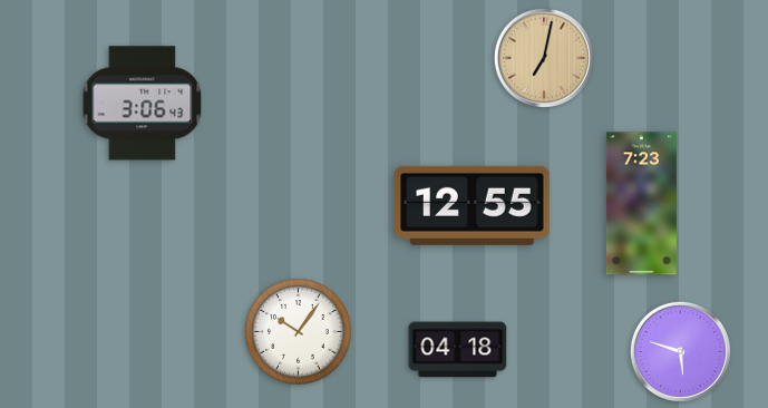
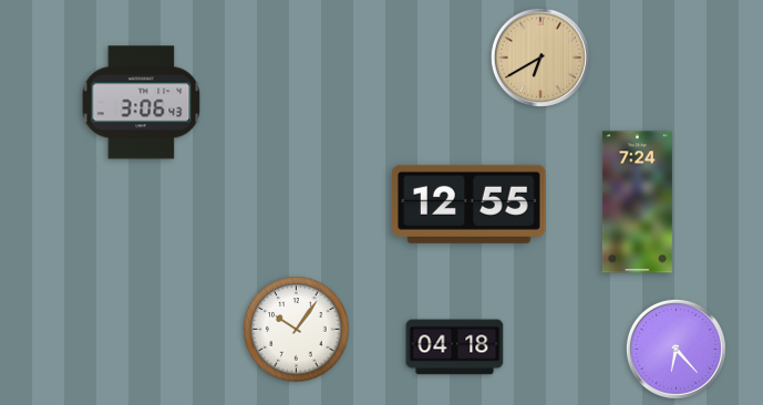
clock at (544, 58): 7:02 -> 6:40
clock at (641, 204): 7:23 -> 7:24
clock at (680, 351): 5:48 -> 6:23
